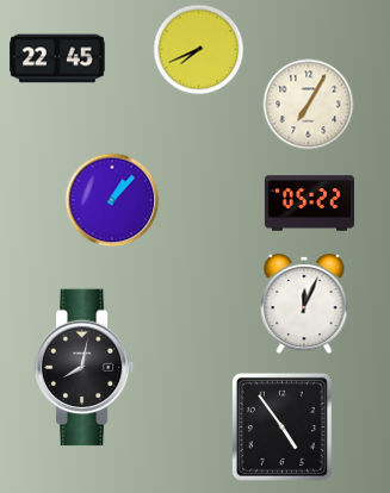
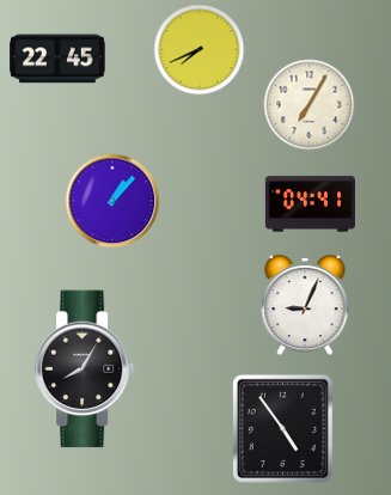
clock at (309, 204): 05:22 -> 04:41
clock at (304, 304): 12:04 -> 9:04
clock at (85, 368): 8:02 -> 8:05
